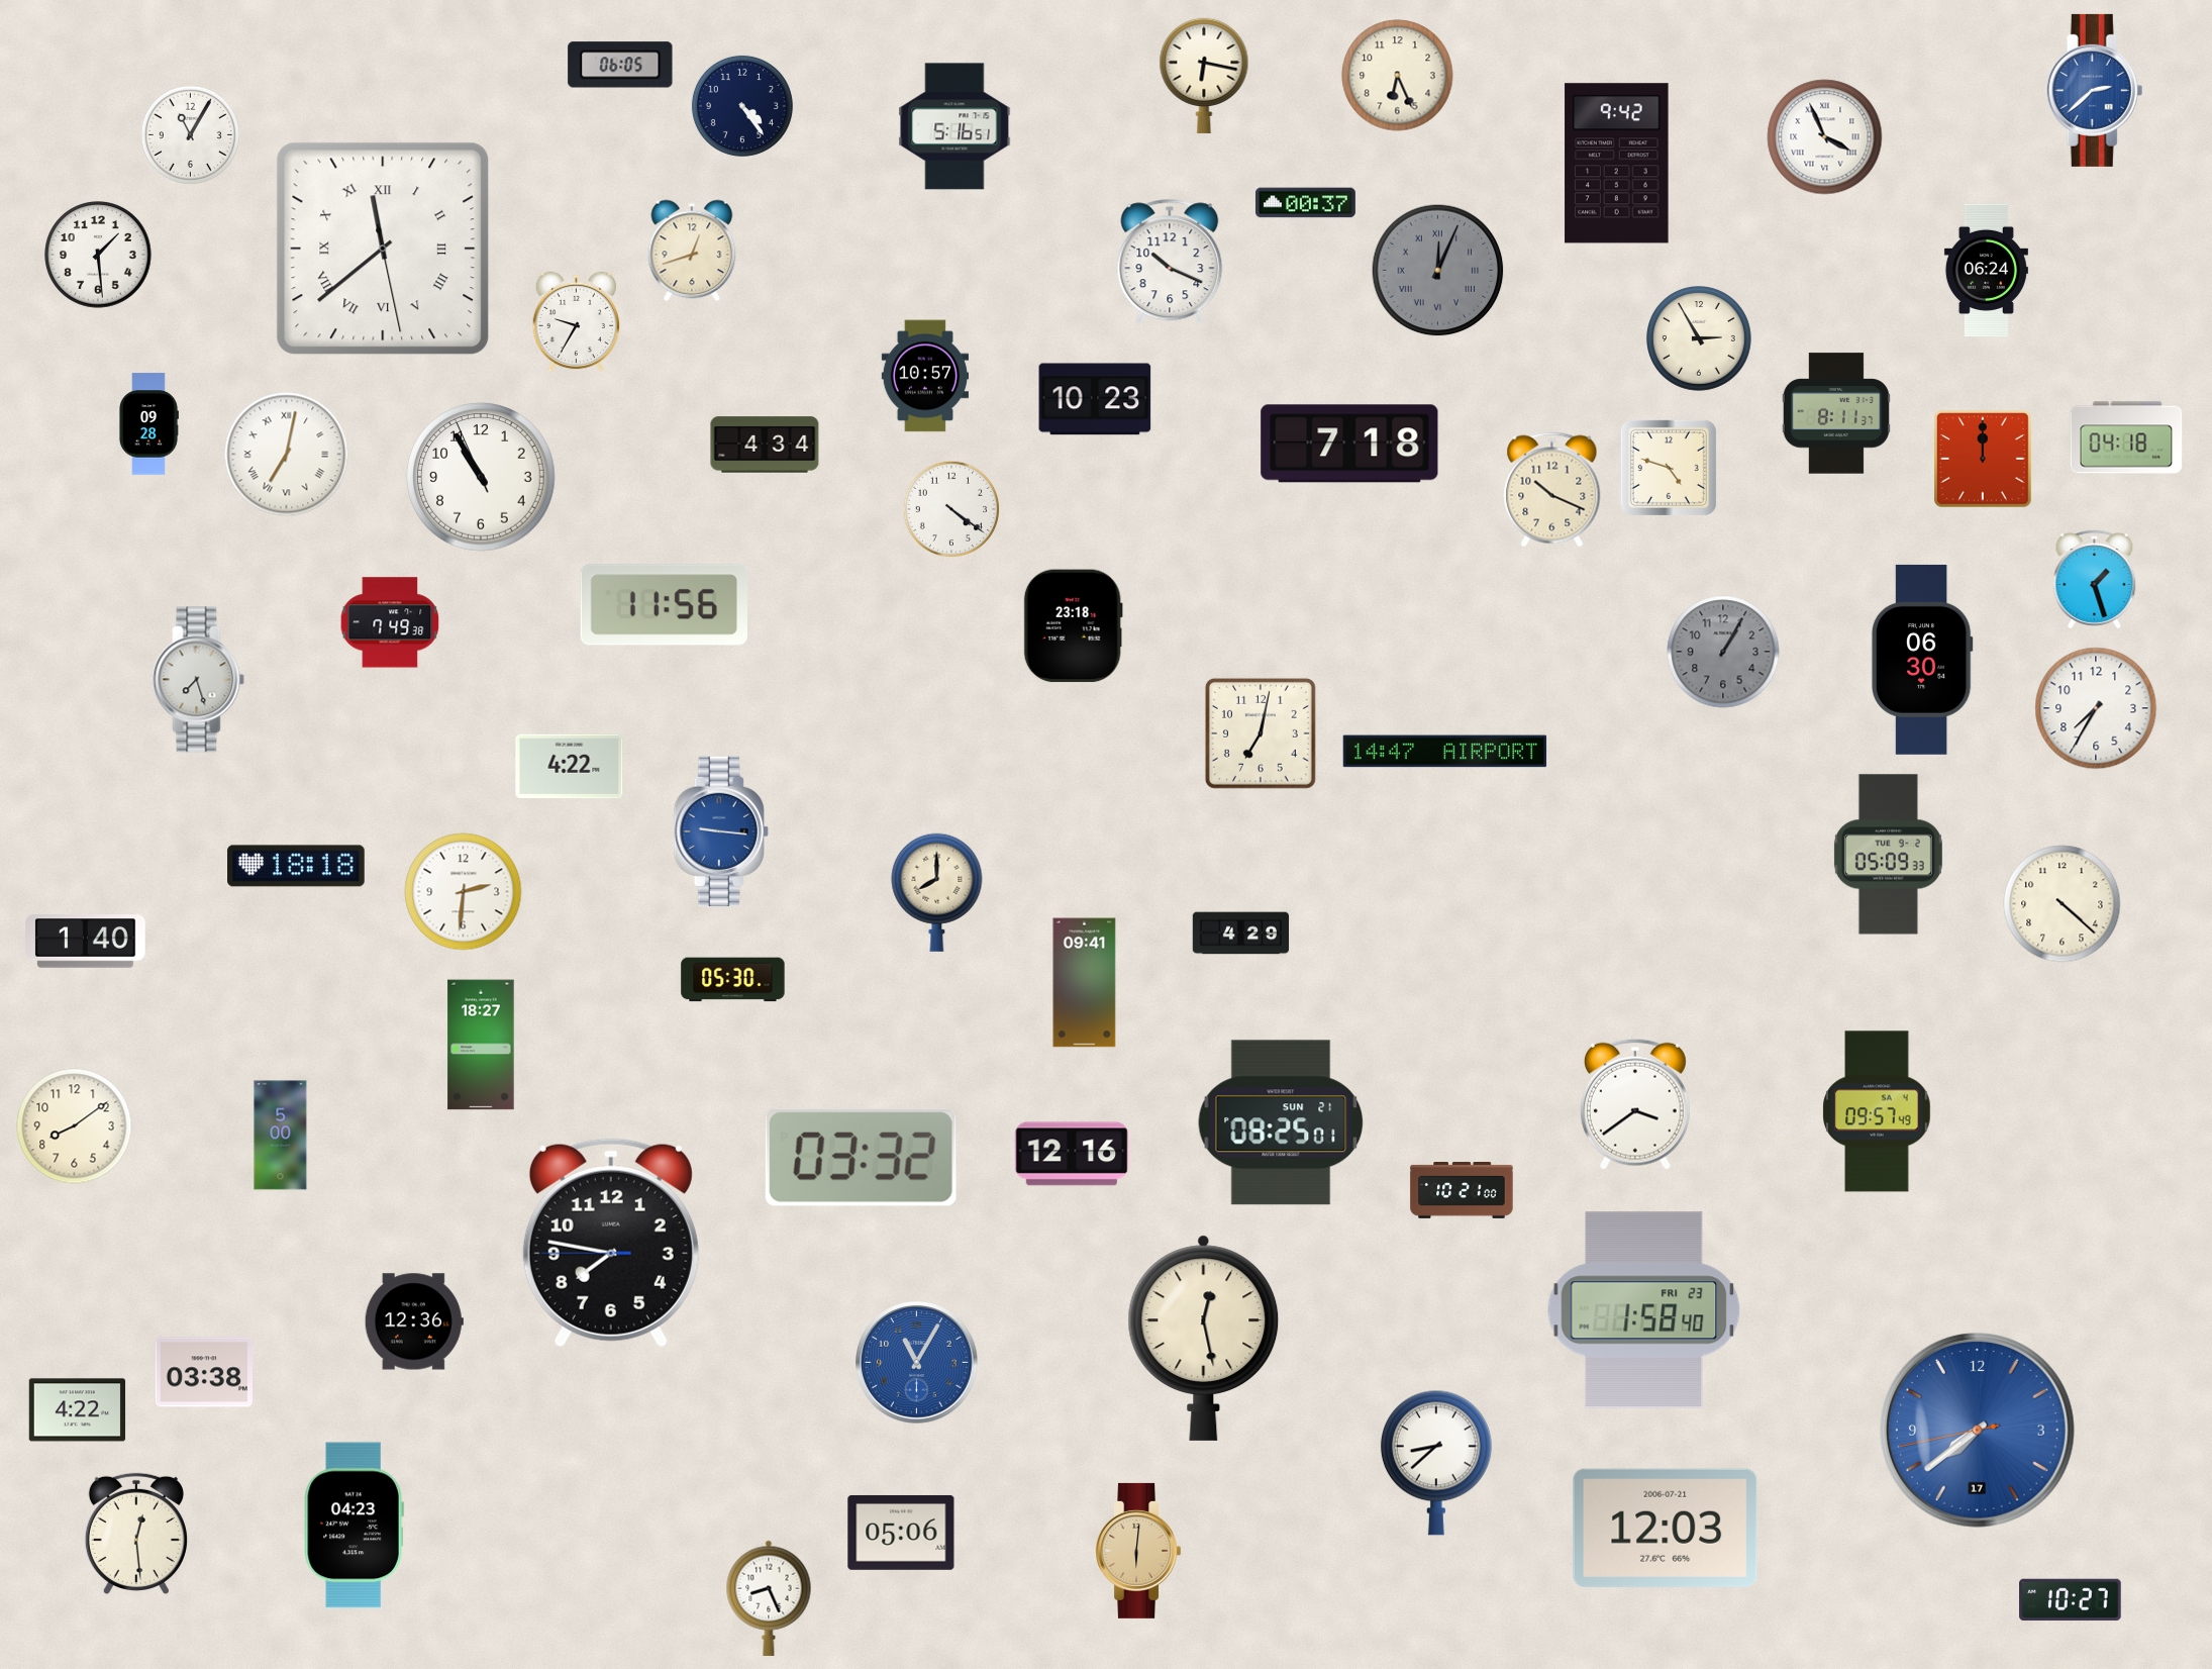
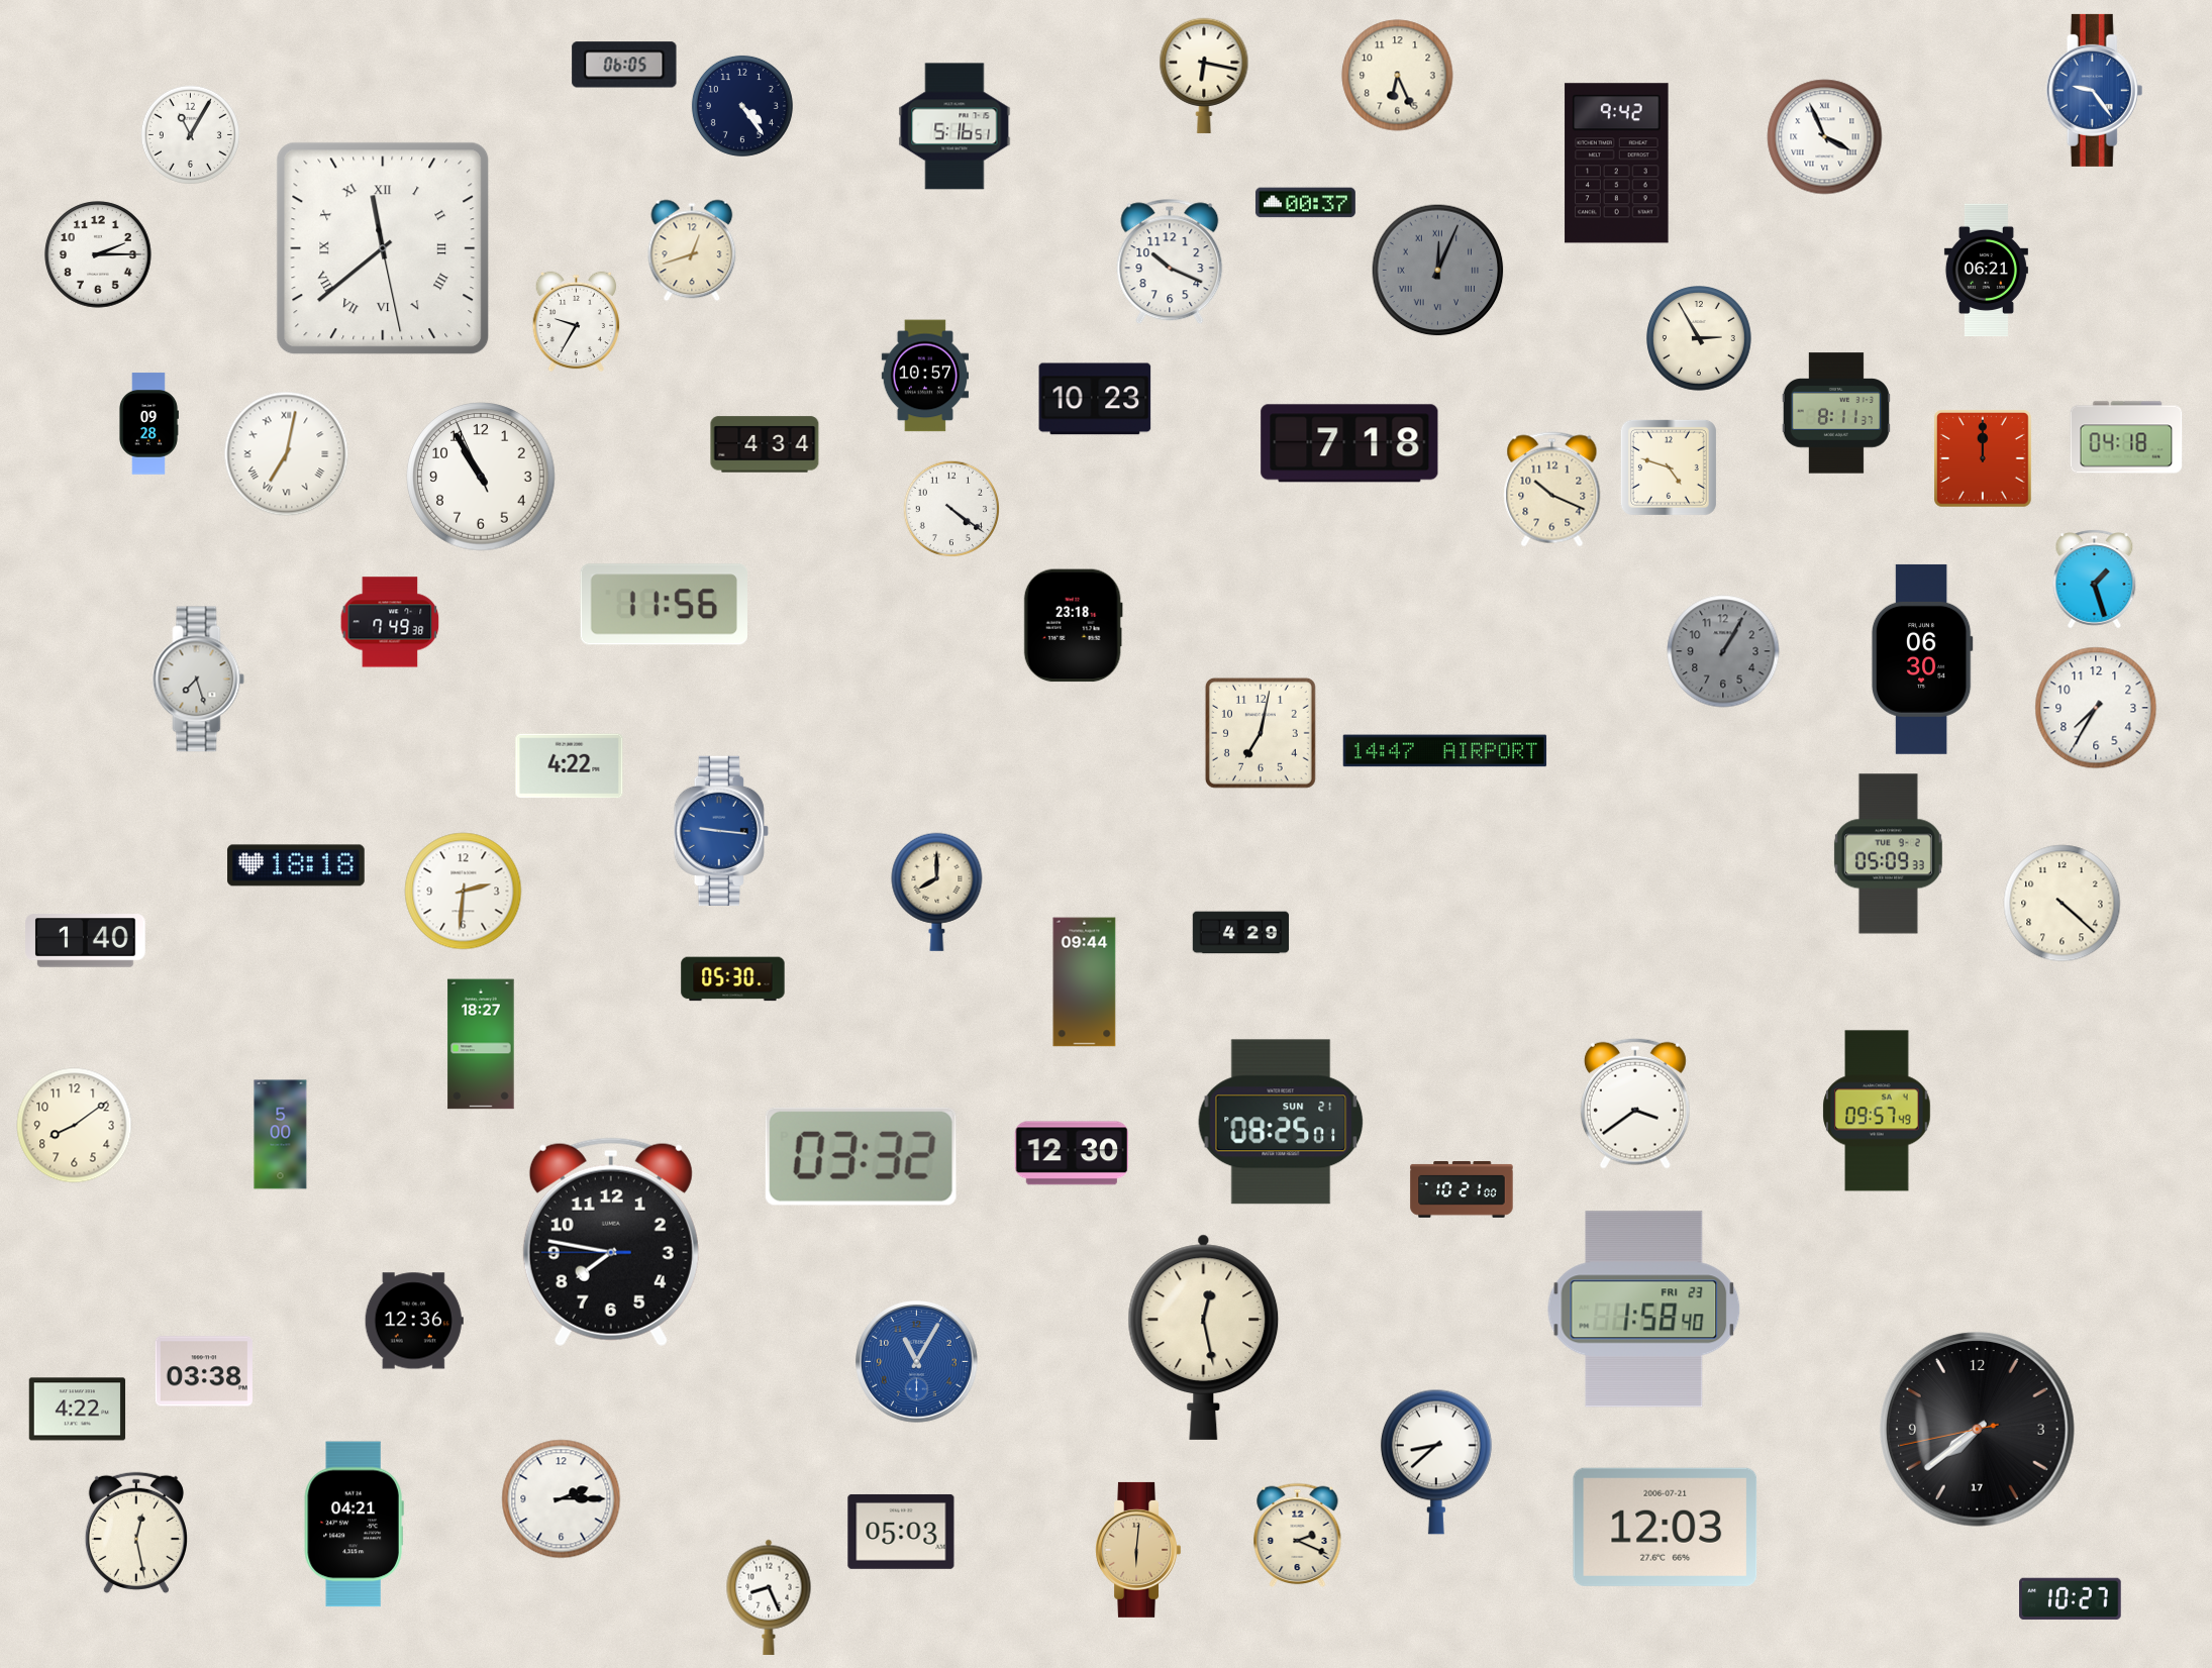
clock at (620, 65) position: (620, 65) -> (624, 65)
clock at (2095, 90): 2:38 -> 9:24
clock at (98, 255): 1:29 -> 2:15
clock at (1986, 270): 06:24 -> 06:21
clock at (1085, 983): 09:41 -> 09:44
clock at (1072, 1154): 12:16 -> 12:30
clock at (1977, 1430) dial: blue -> black
clock at (562, 1499): none -> 2:15
clock at (354, 1526): 04:23 -> 04:21
clock at (901, 1533): 05:06 -> 05:03
clock at (136, 1534): 12:29 -> 12:28
clock at (1298, 1536): none -> 2:19
